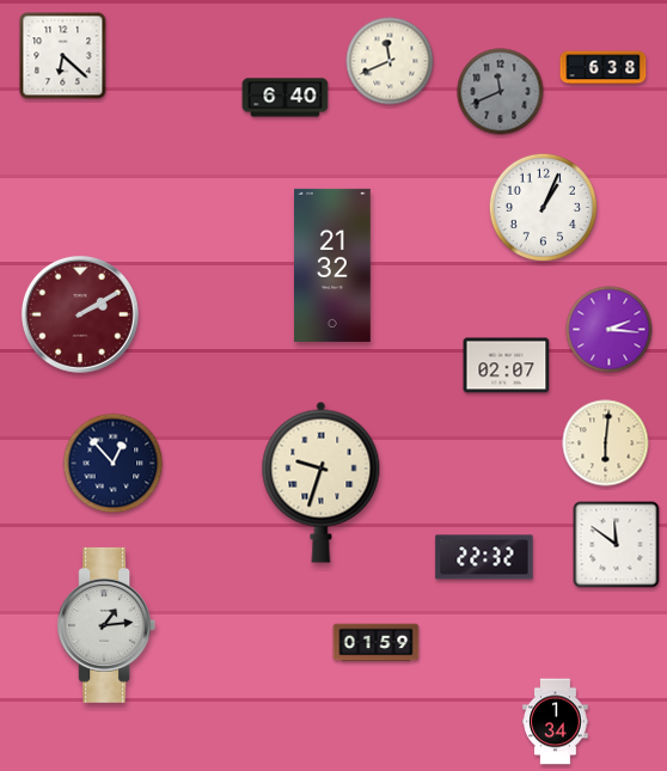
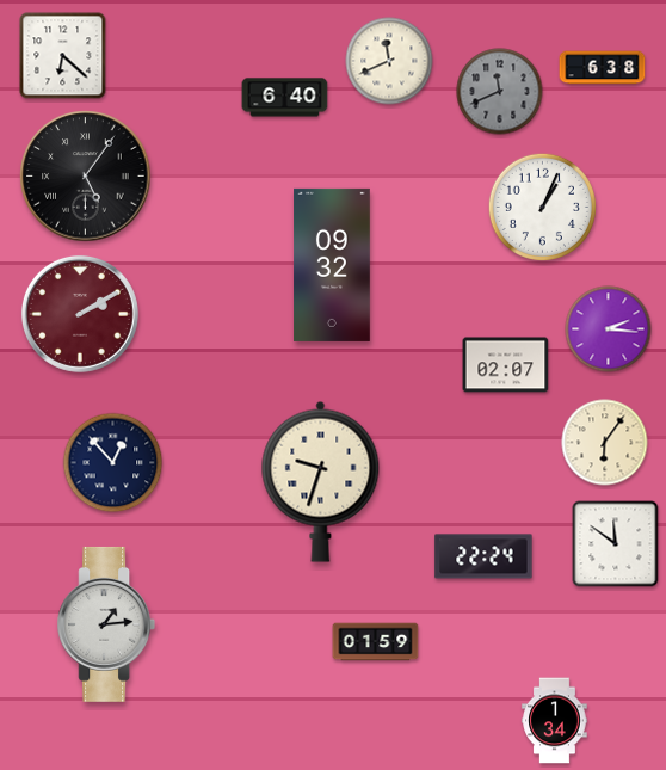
clock at (86, 177): none -> 5:06
clock at (333, 265): 21:32 -> 09:32
clock at (606, 443): 6:01 -> 6:06
clock at (484, 557): 22:32 -> 22:24
